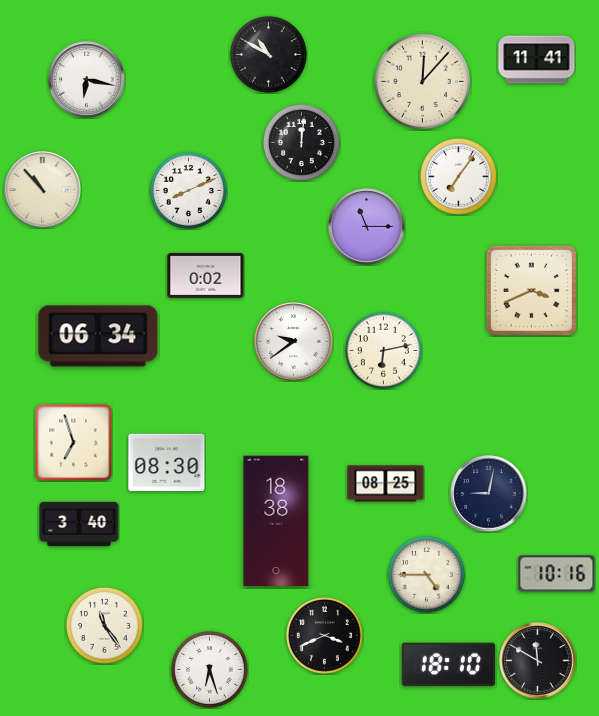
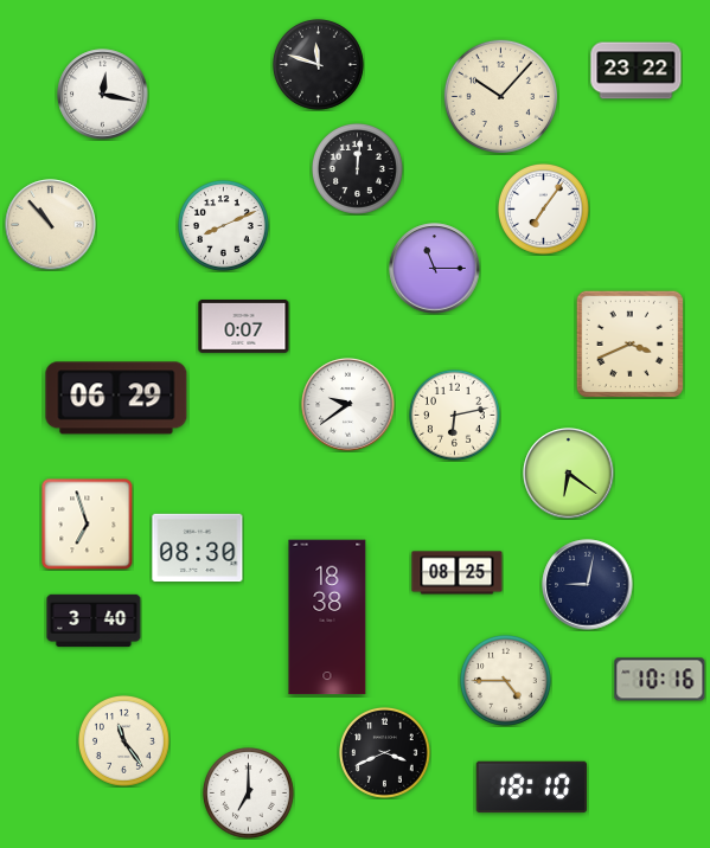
clock at (268, 54): 10:50 -> 11:48
clock at (537, 60): 11:41 -> 23:22
clock at (87, 80): 6:17 -> 12:17
clock at (422, 81): 12:07 -> 10:07
clock at (206, 275): 0:02 -> 0:07
clock at (98, 336): 06:34 -> 06:29
clock at (569, 474): none -> 6:21
clock at (489, 494) position: (489, 494) -> (588, 585)
clock at (538, 661): 11:50 -> none
clock at (209, 669): 6:27 -> 7:00
